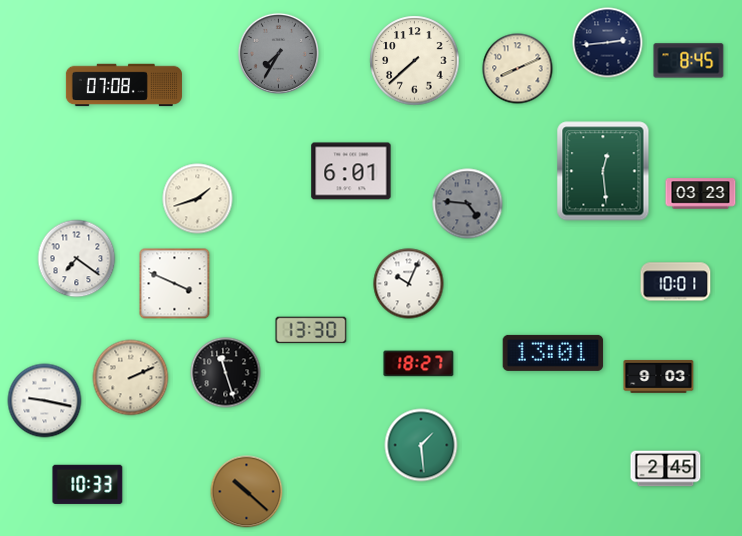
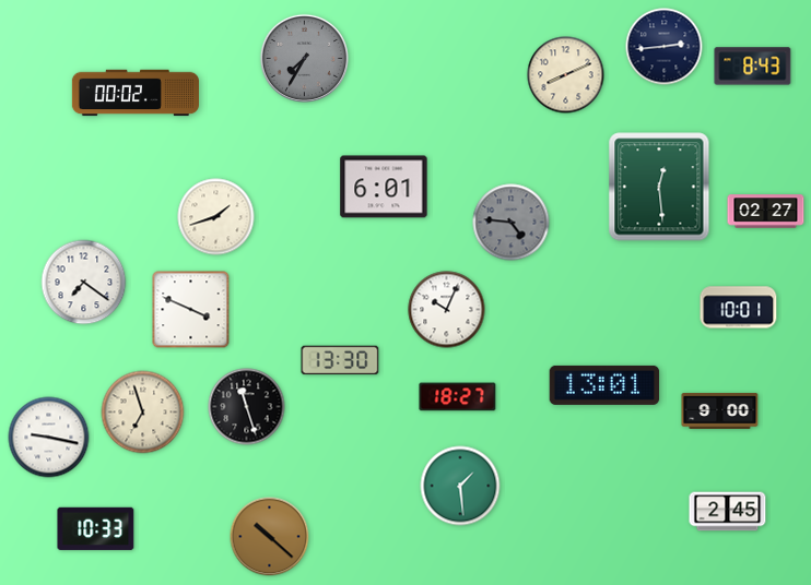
clock at (415, 61): 7:38 -> none
clock at (689, 61): 8:45 -> 8:43
clock at (124, 85): 07:08 -> 00:02
clock at (701, 194): 03:23 -> 02:27
clock at (659, 376): 9:03 -> 9:00
clock at (131, 378): 2:11 -> 6:57
